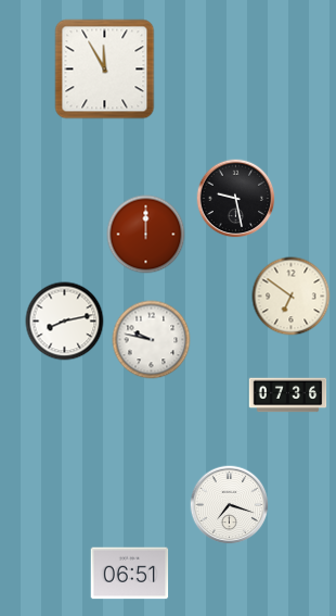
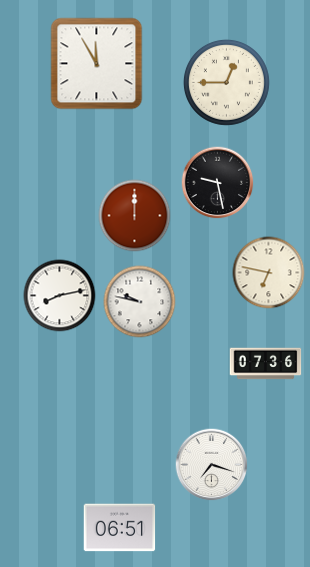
clock at (226, 82): none -> 12:45
clock at (292, 297): 6:51 -> 6:47
clock at (152, 340) position: (152, 340) -> (140, 302)
